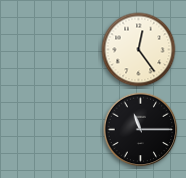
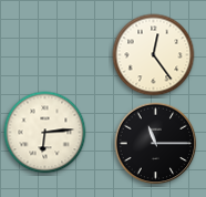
clock at (45, 133): none -> 6:14
